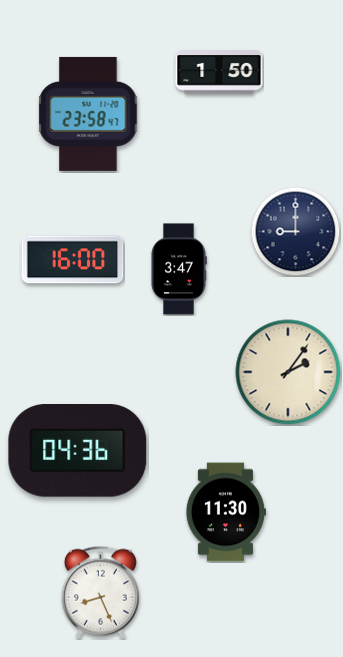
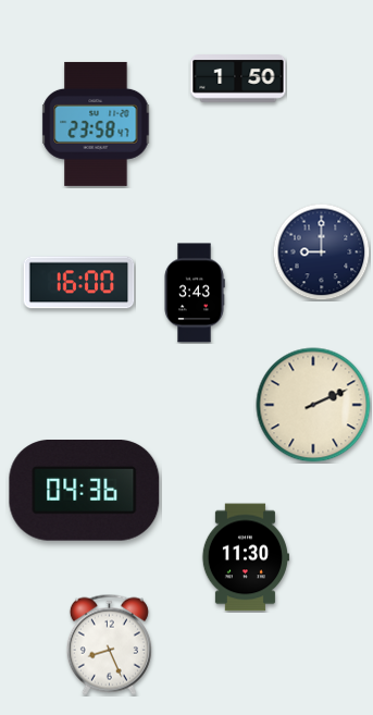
clock at (179, 269): 3:47 -> 3:43
clock at (288, 372): 2:06 -> 2:11
